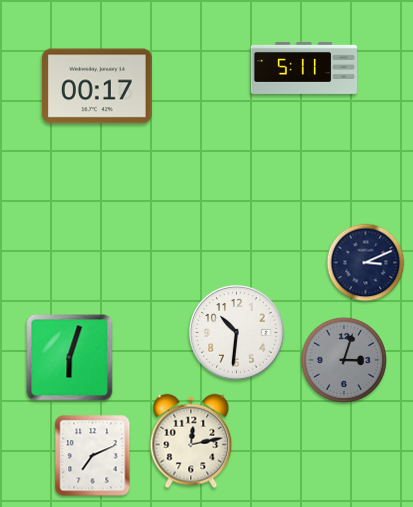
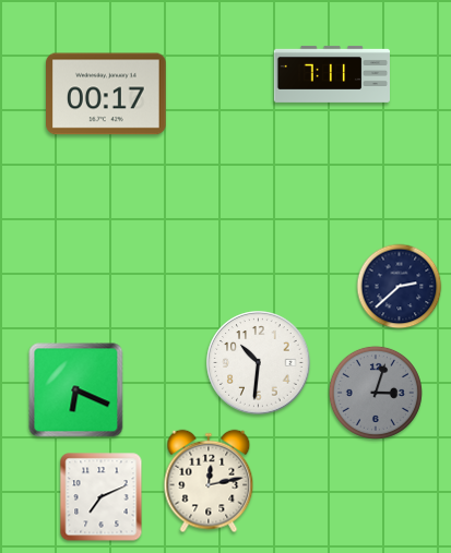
clock at (303, 68): 5:11 -> 7:11
clock at (366, 263): 3:11 -> 2:38
clock at (70, 358): 6:03 -> 6:19
